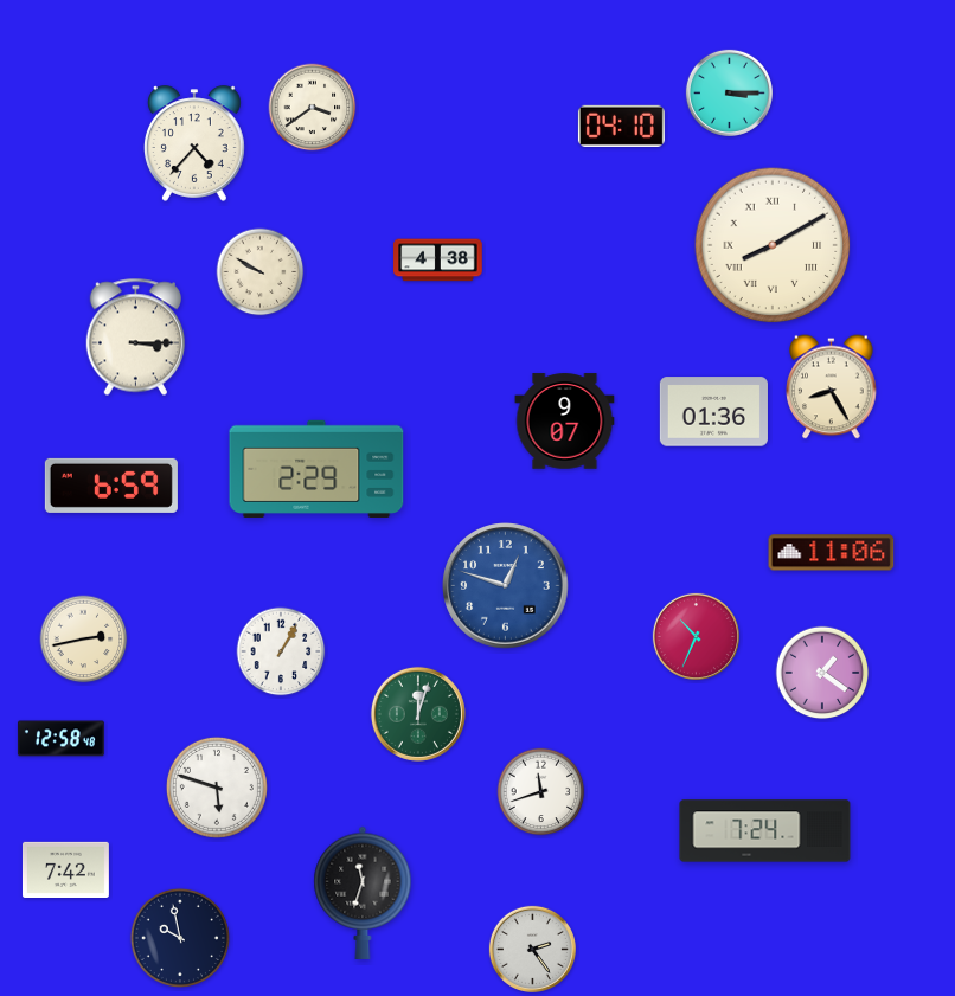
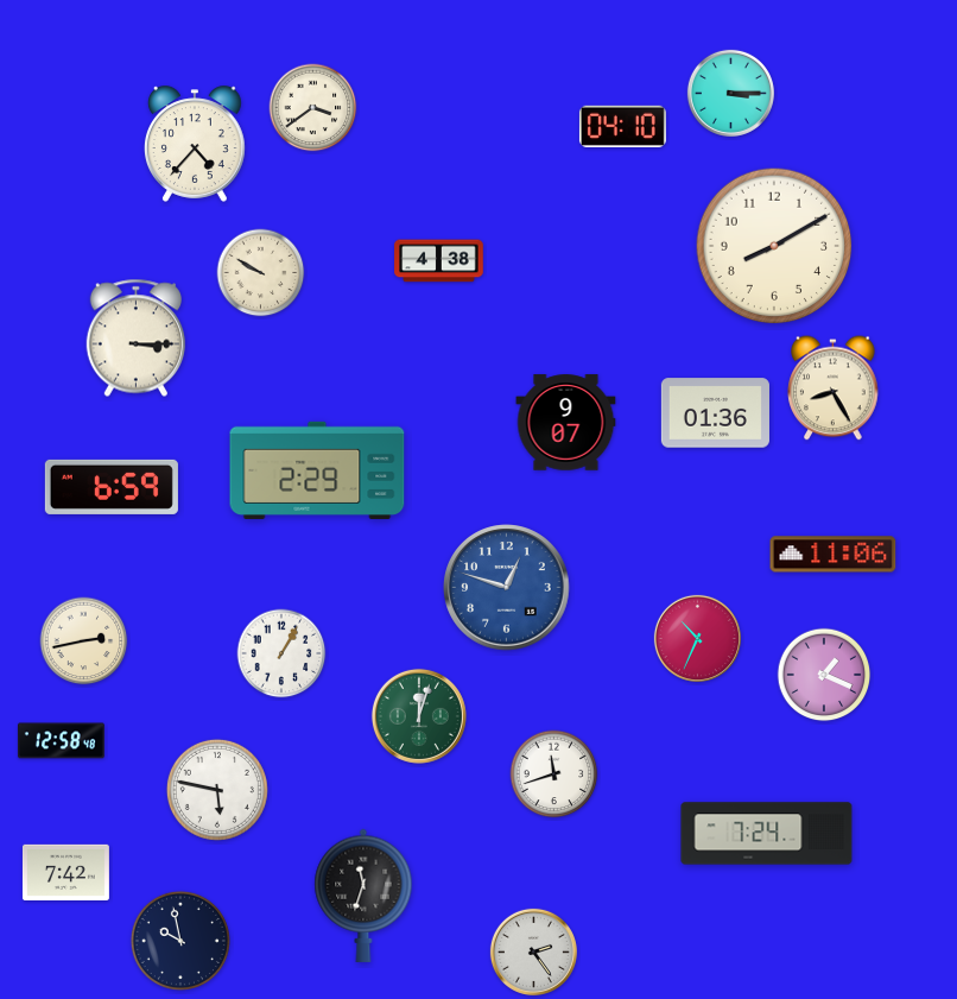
clock at (773, 245) numerals: Roman -> Arabic
clock at (822, 673): 1:21 -> 1:19
clock at (217, 788): 5:48 -> 5:47
clock at (541, 792) position: (541, 792) -> (554, 774)
